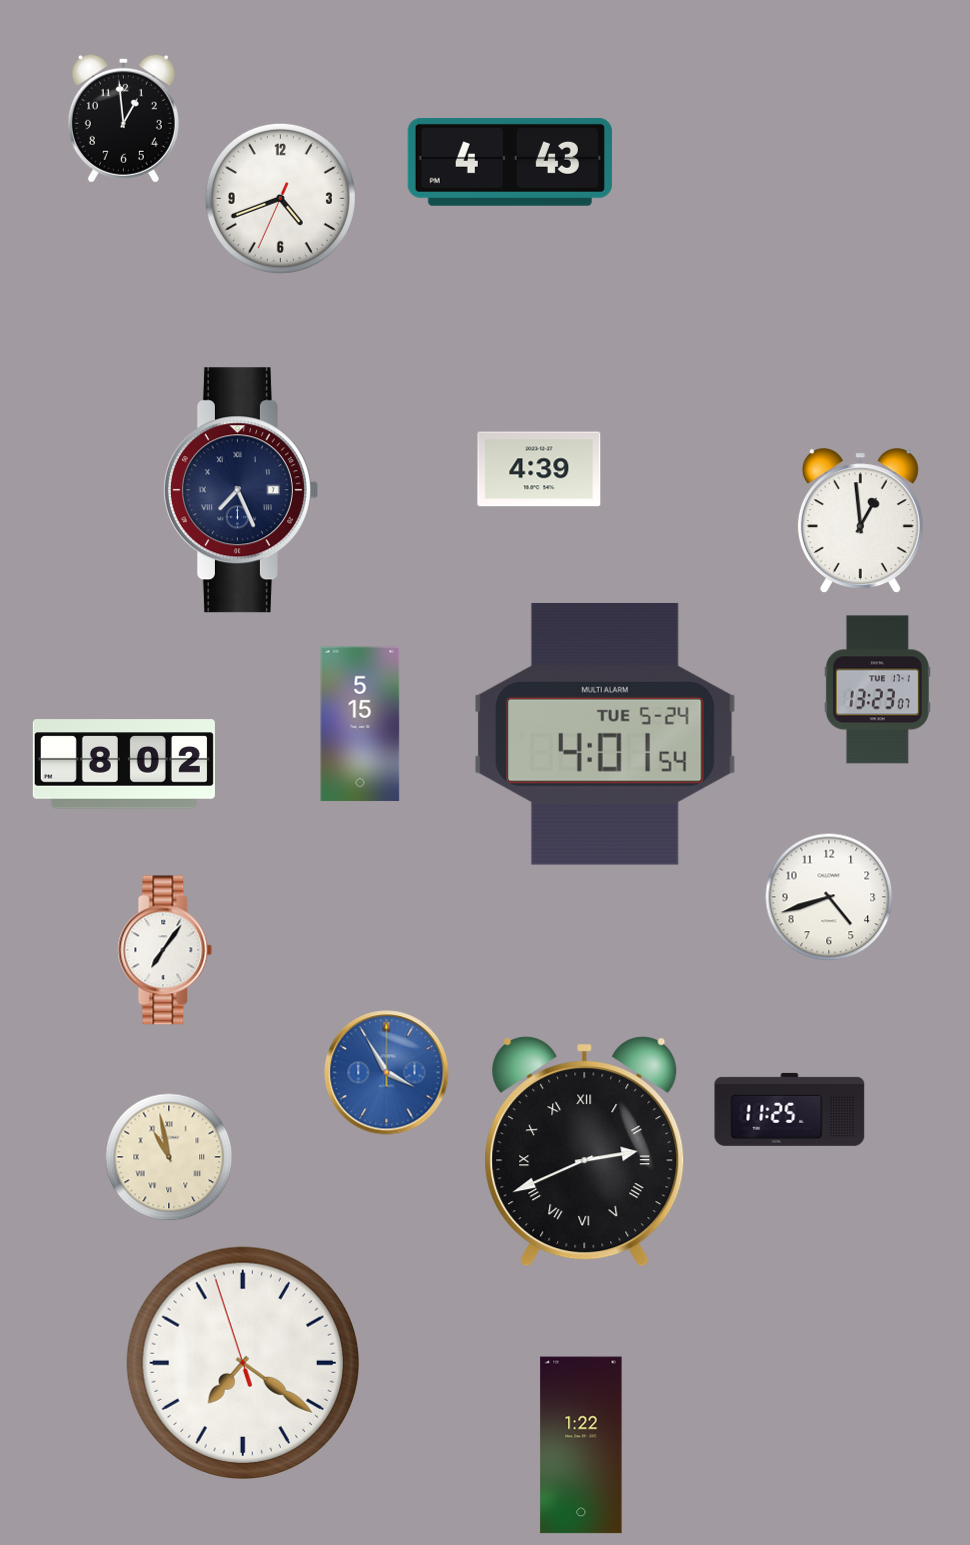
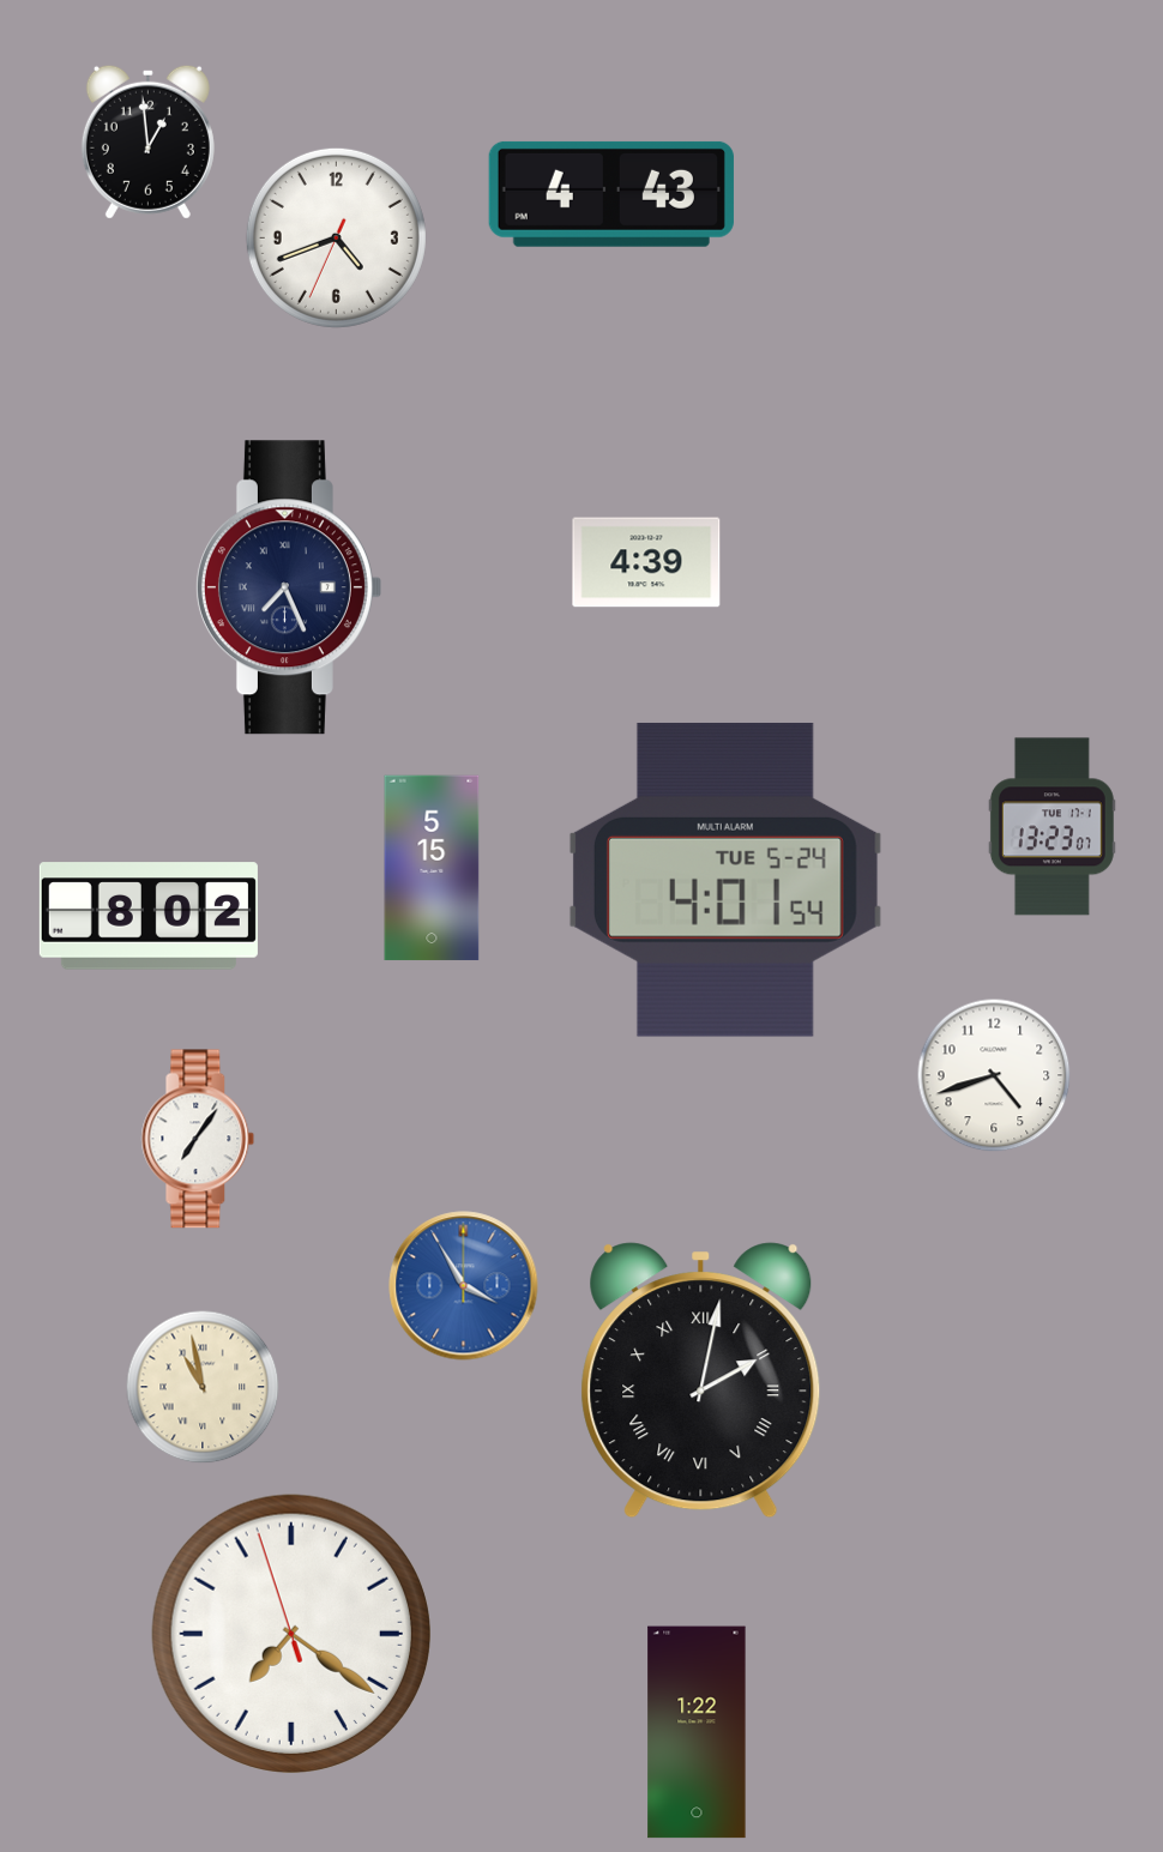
clock at (860, 521): 12:59 -> none
clock at (790, 1109): 11:25 -> none
clock at (585, 1152): 2:41 -> 2:02
